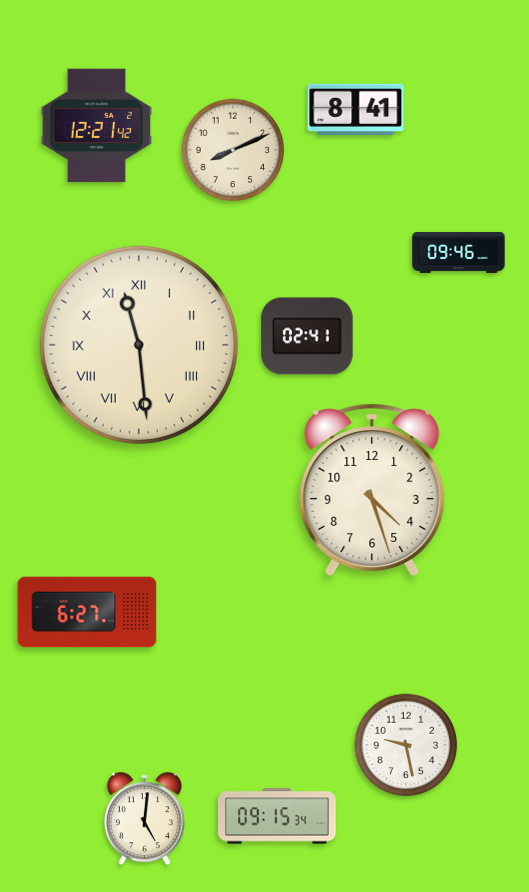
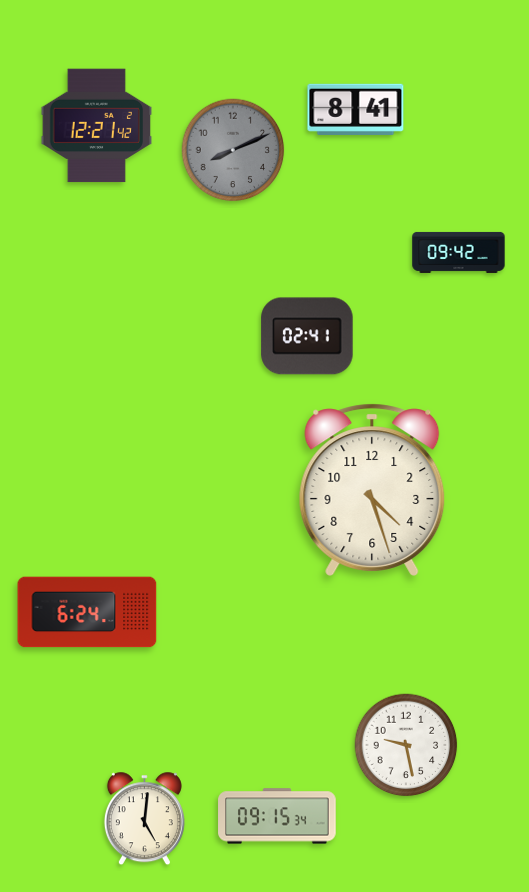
clock at (233, 150) dial: cream -> grey
clock at (459, 252): 09:46 -> 09:42
clock at (139, 345): 11:29 -> none
clock at (87, 612): 6:27 -> 6:24
